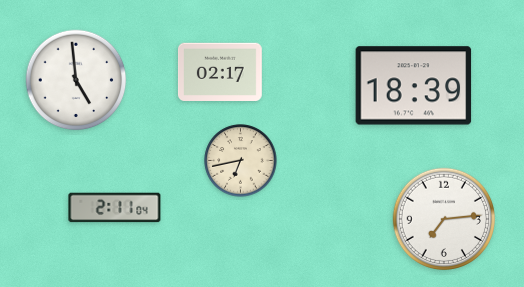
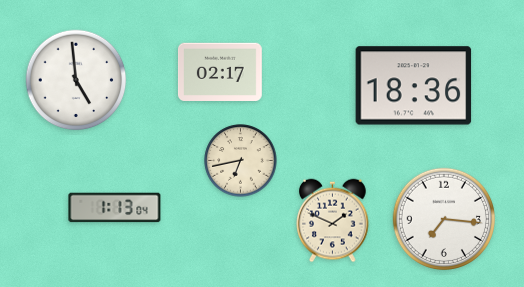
clock at (414, 86): 18:39 -> 18:36
clock at (115, 208): 2:11 -> 1:13
clock at (443, 218): 7:14 -> 7:16
clock at (333, 221): none -> 1:49
